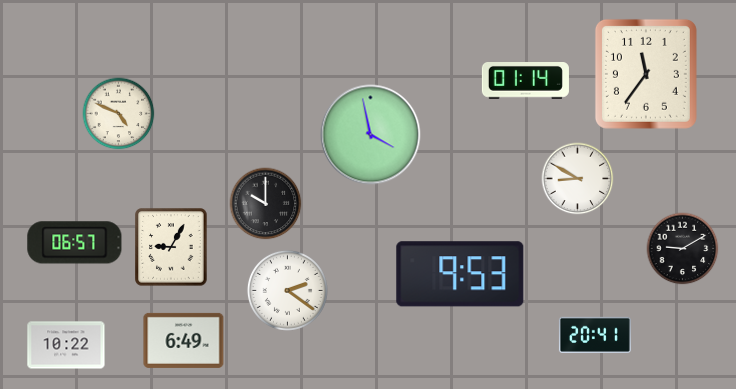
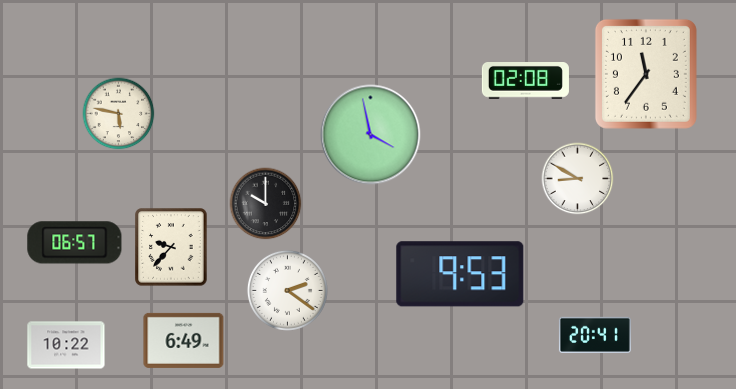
clock at (525, 81): 01:14 -> 02:08
clock at (119, 114): 4:49 -> 5:47
clock at (171, 247): 9:05 -> 9:37
clock at (683, 249): 9:10 -> none
